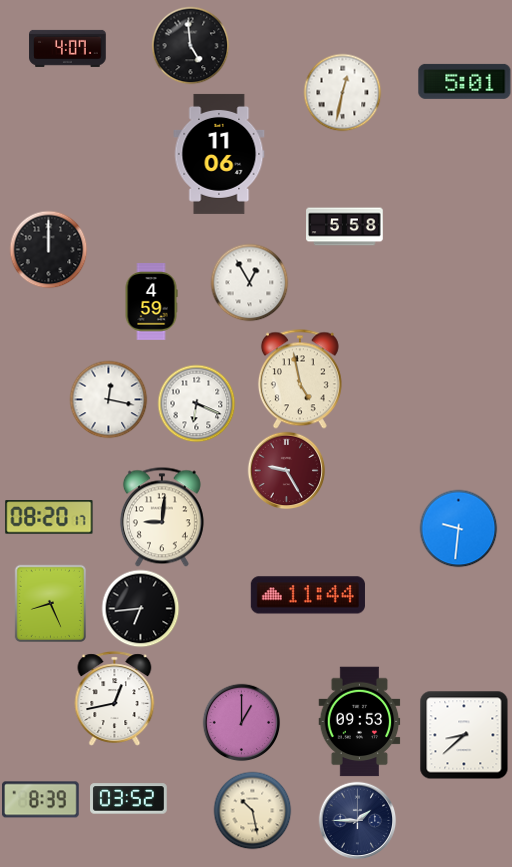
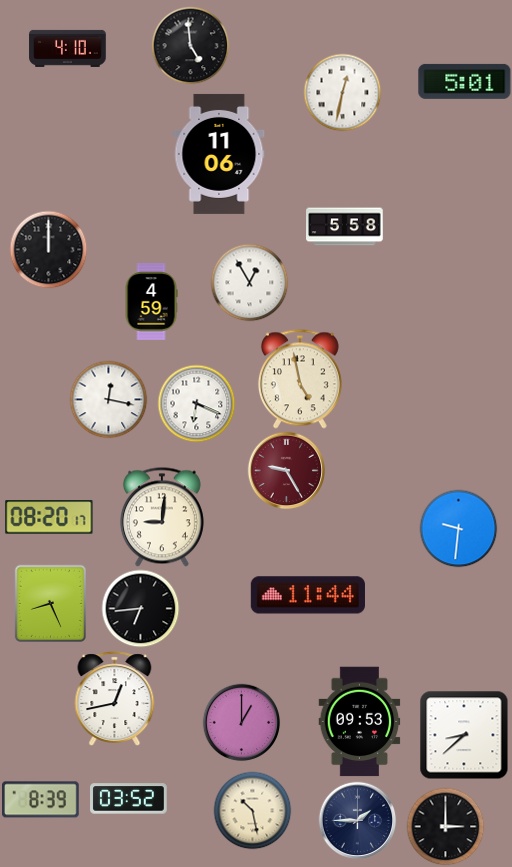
clock at (68, 48): 4:07 -> 4:10
clock at (445, 826): none -> 3:00
